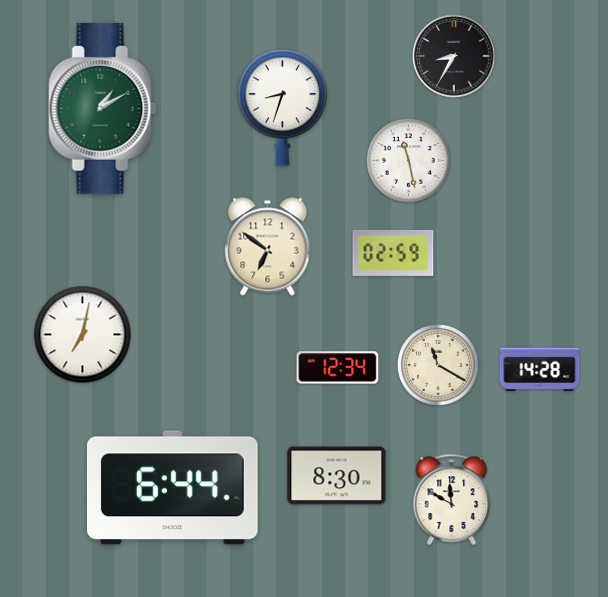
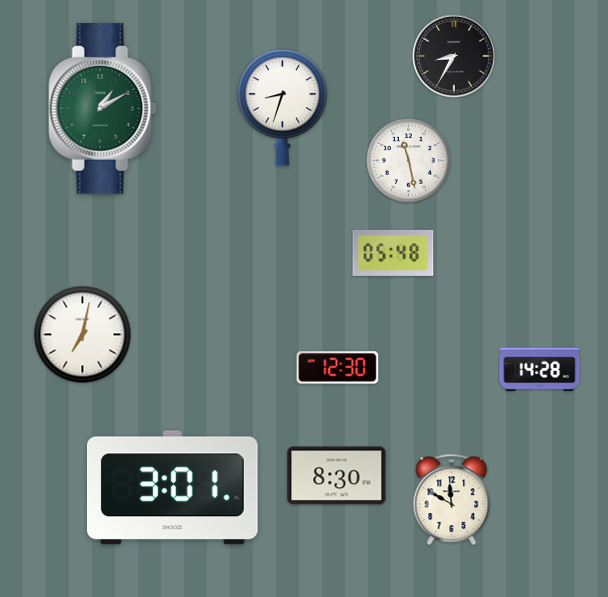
clock at (268, 247): 6:51 -> none
clock at (393, 253): 02:59 -> 05:48
clock at (439, 366): 11:20 -> none
clock at (338, 368): 12:34 -> 12:30
clock at (172, 488): 6:44 -> 3:01
